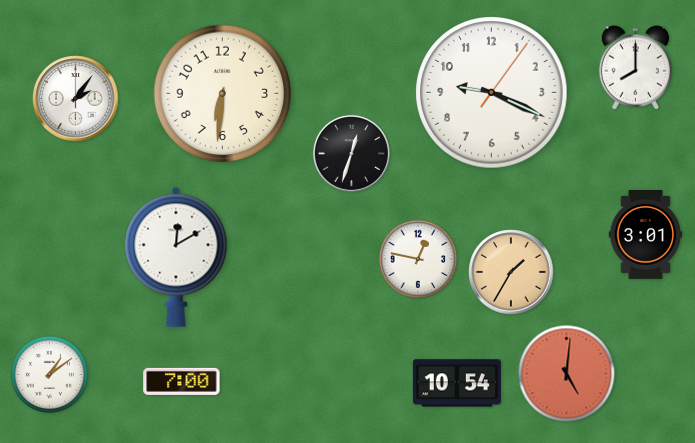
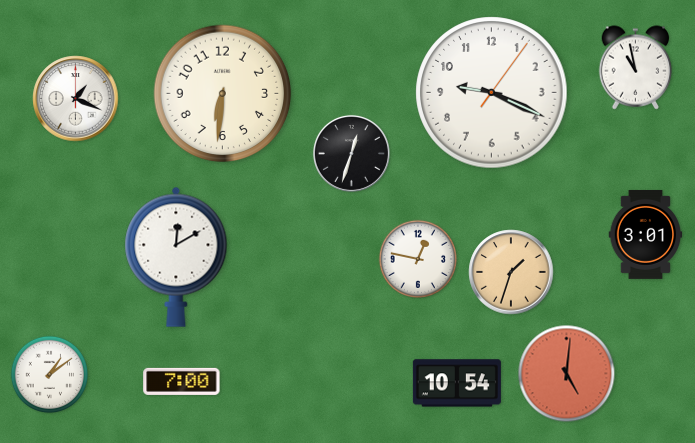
clock at (636, 68): 8:00 -> 10:58
clock at (76, 99): 2:06 -> 1:19
clock at (511, 272): 1:35 -> 1:33
